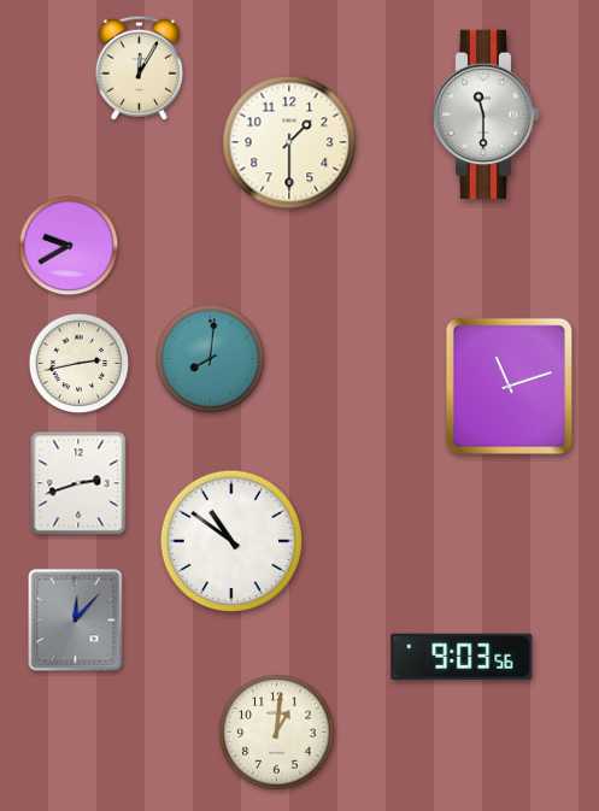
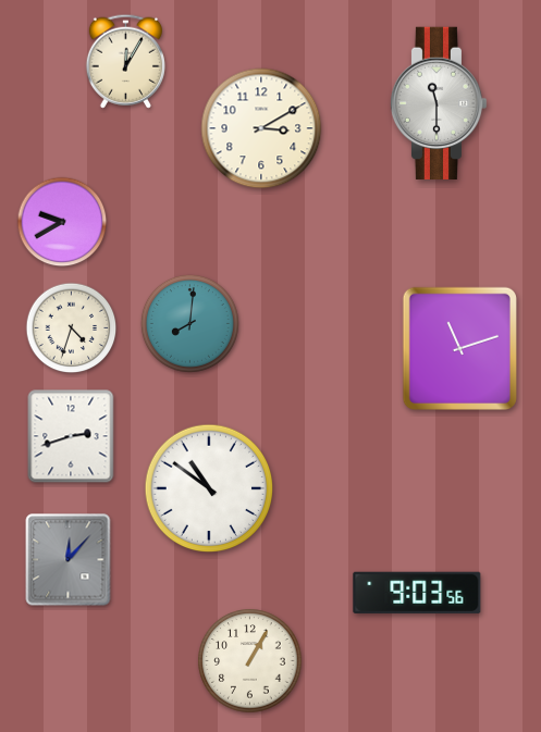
clock at (289, 142): 1:30 -> 3:10
clock at (80, 364): 2:43 -> 4:33
clock at (277, 733): 1:01 -> 1:05
